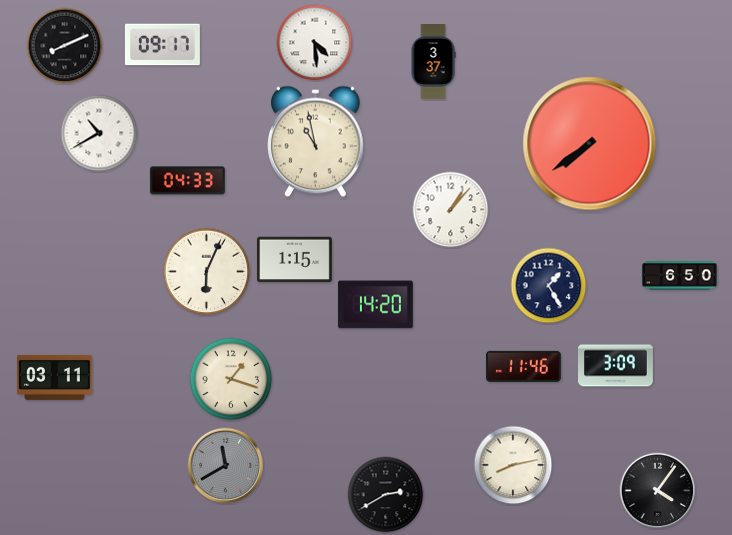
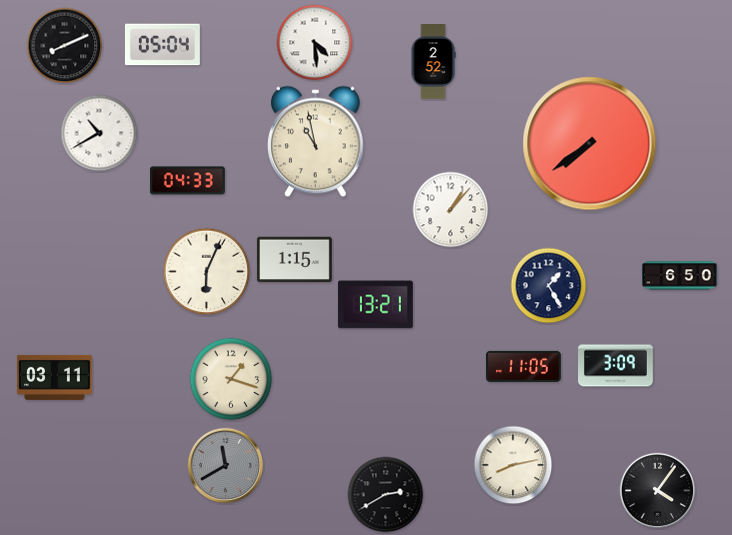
clock at (162, 45): 09:17 -> 05:04
clock at (433, 62): 3:37 -> 2:52
clock at (375, 305): 14:20 -> 13:21
clock at (524, 366): 11:46 -> 11:05
